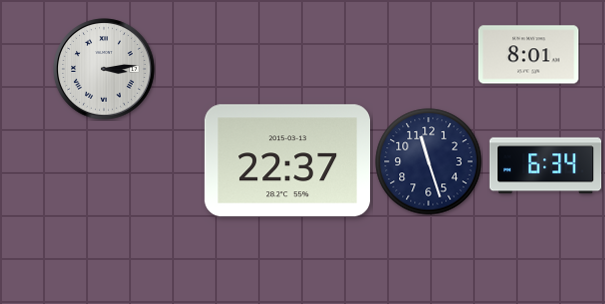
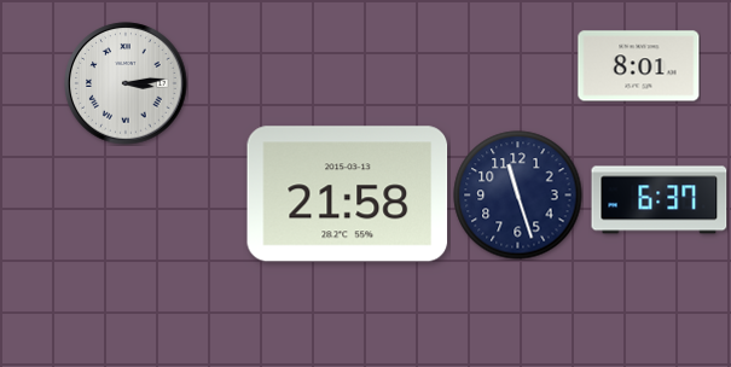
clock at (288, 161): 22:37 -> 21:58
clock at (546, 166): 6:34 -> 6:37
